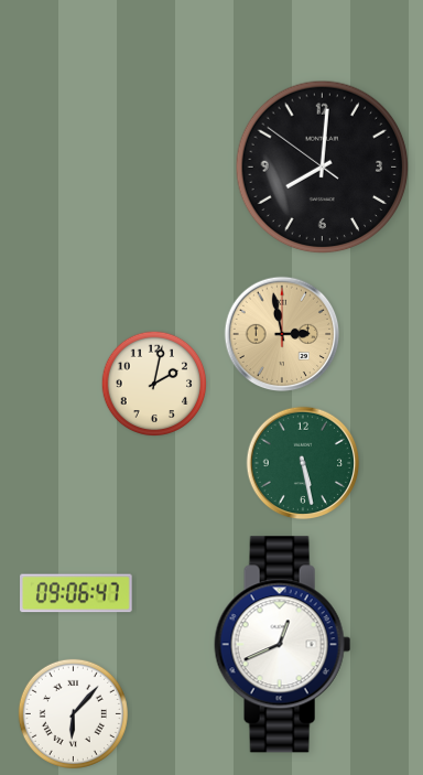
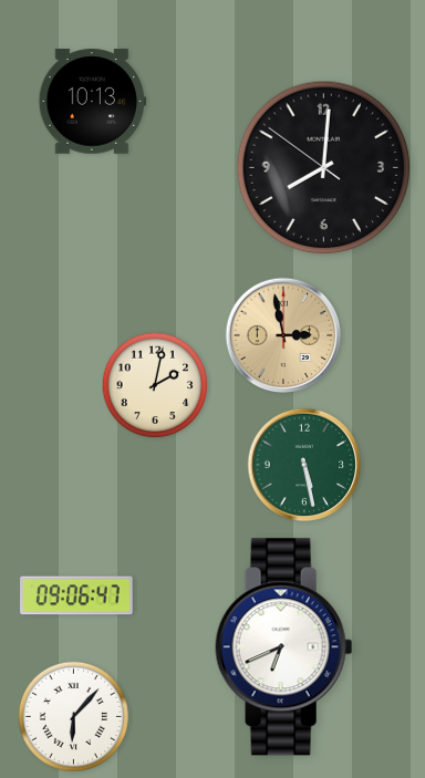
clock at (92, 102): none -> 10:13
clock at (283, 645): 12:41 -> 6:41
